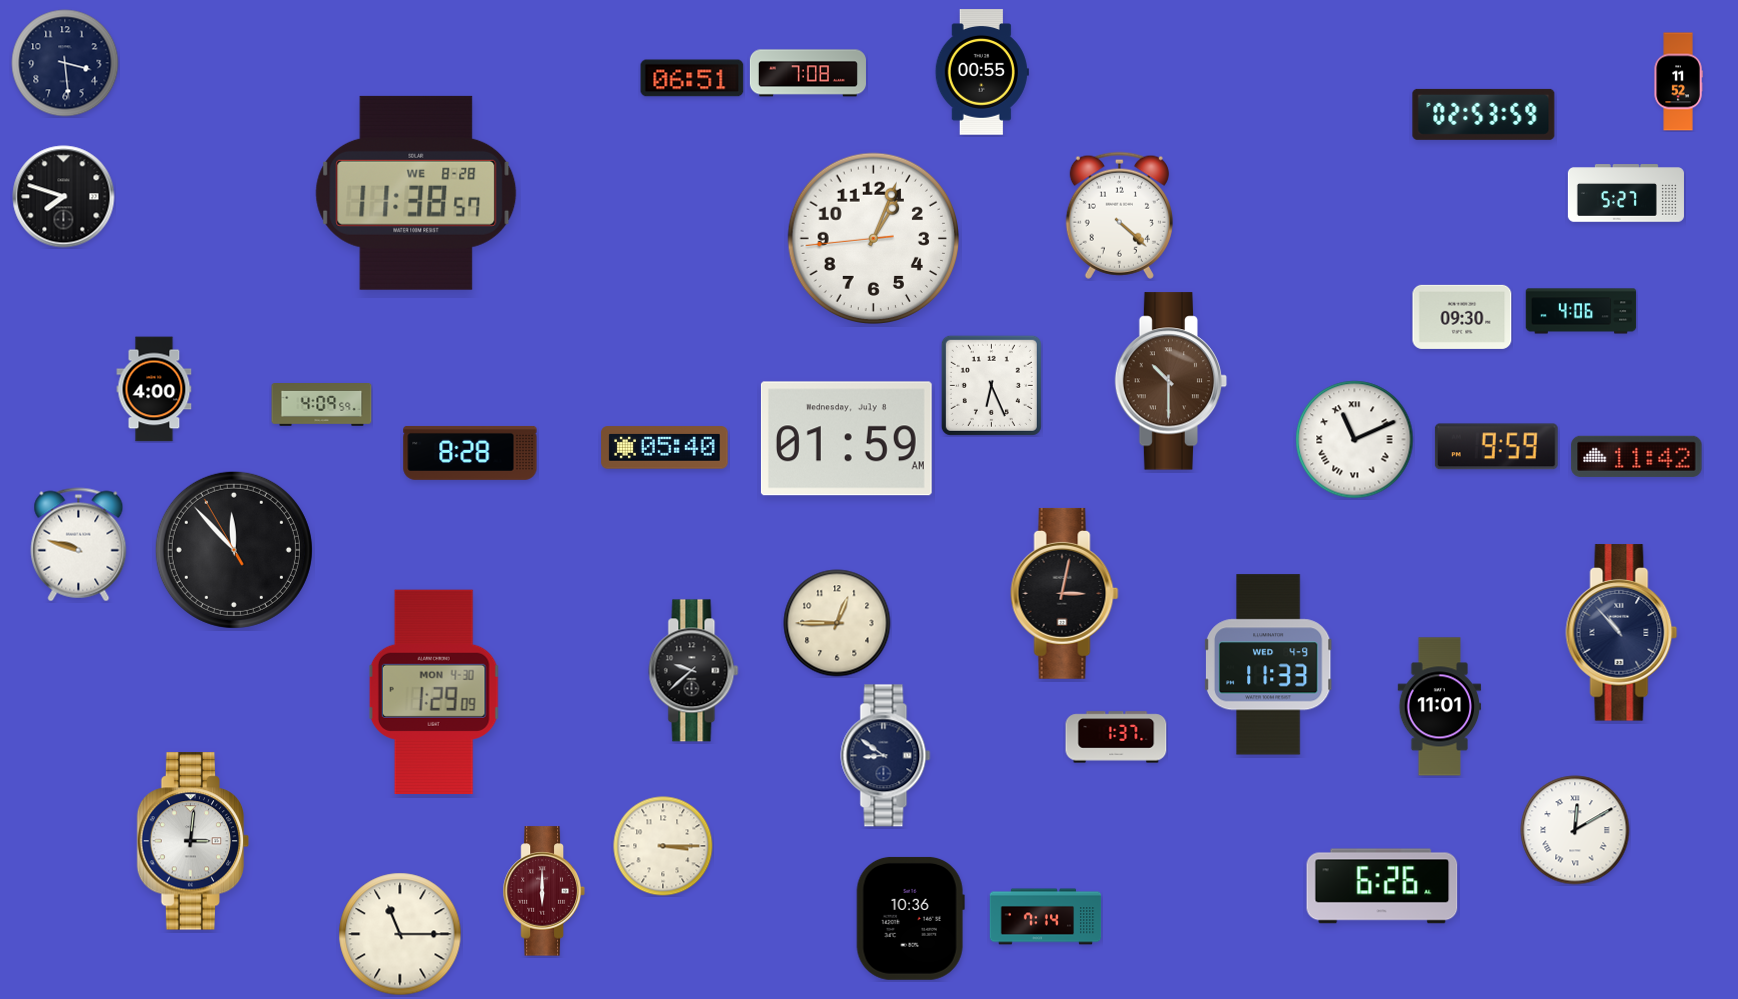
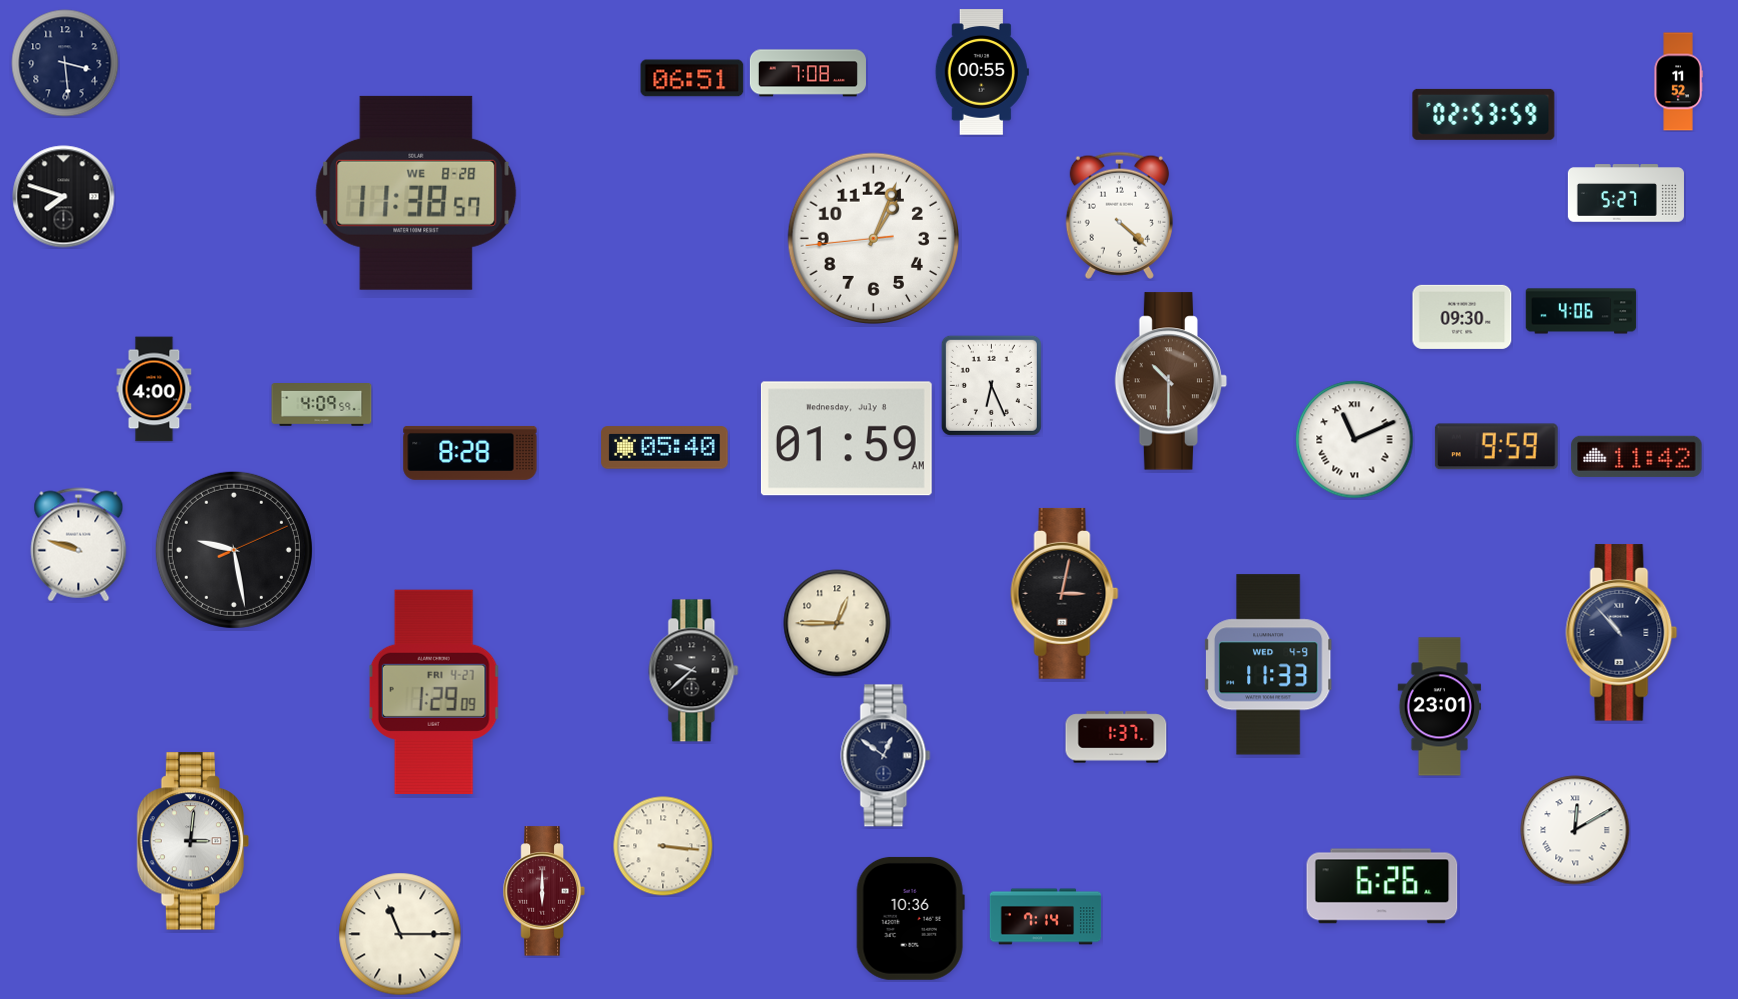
clock at (234, 550): 11:52 -> 9:28
clock at (434, 691) date: MON 4-30 -> FRI 4-27
clock at (1440, 707): 11:01 -> 23:01
clock at (886, 756): 8:51 -> 12:51
clock at (663, 846): 3:15 -> 3:16
